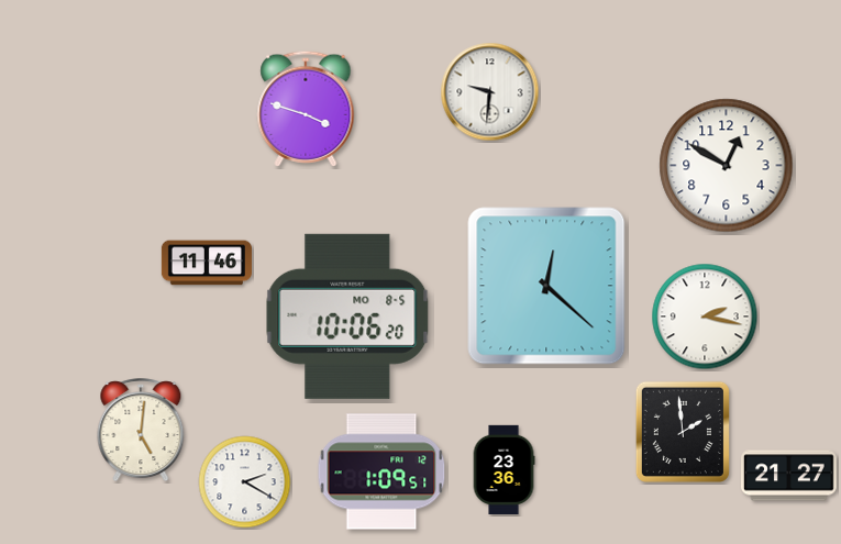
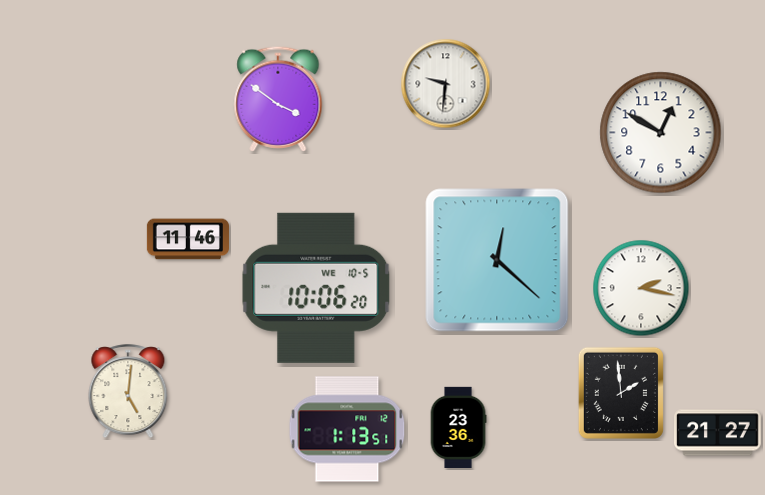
clock at (306, 109): 3:48 -> 3:51
clock at (727, 166) position: (727, 166) -> (661, 133)
clock at (347, 317) date: MO 8-5 -> WE 10-5
clock at (381, 471): 1:09 -> 1:13
clock at (245, 482): 2:20 -> none
